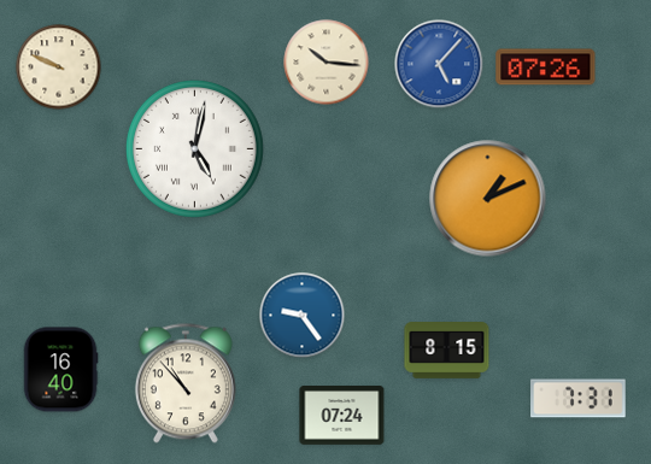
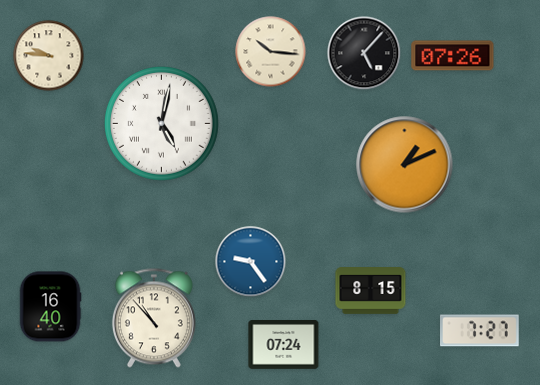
clock at (439, 64) dial: blue -> black
clock at (59, 67): 9:49 -> 9:46
clock at (579, 399): 7:31 -> 7:27
